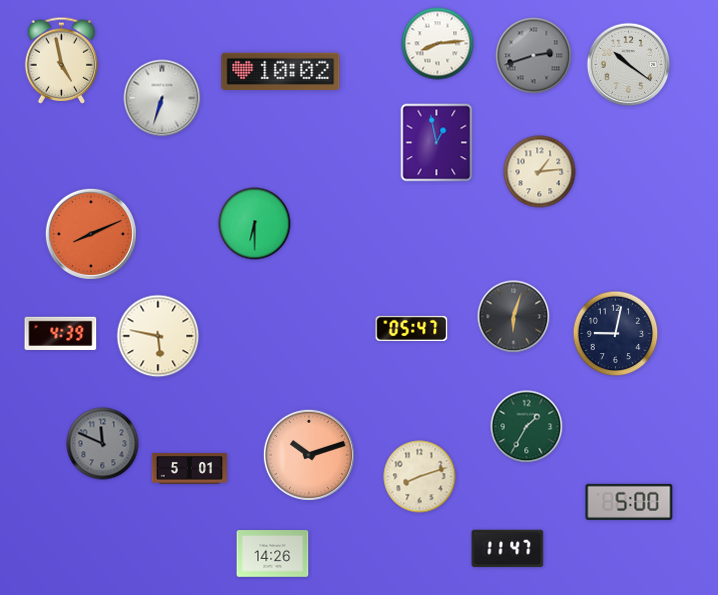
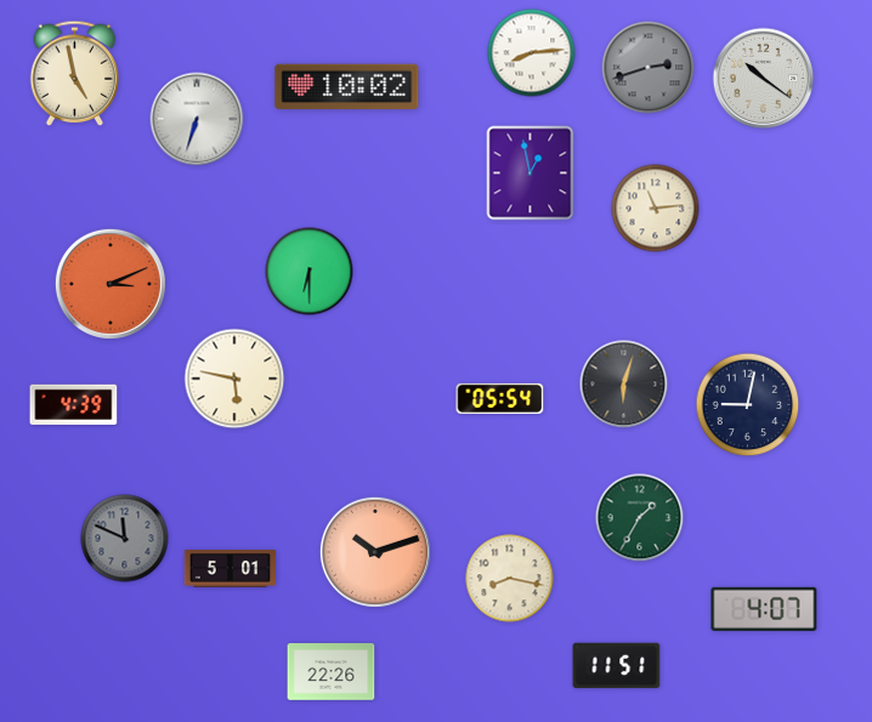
clock at (281, 71) position: (281, 71) -> (347, 86)
clock at (540, 172): 1:14 -> 11:14
clock at (91, 234): 8:11 -> 3:11
clock at (412, 328): 05:47 -> 05:54
clock at (158, 336) position: (158, 336) -> (234, 379)
clock at (420, 477): 8:12 -> 8:17
clock at (629, 502): 5:00 -> 4:07
clock at (508, 549): 11:47 -> 11:51
clock at (273, 554): 14:26 -> 22:26
